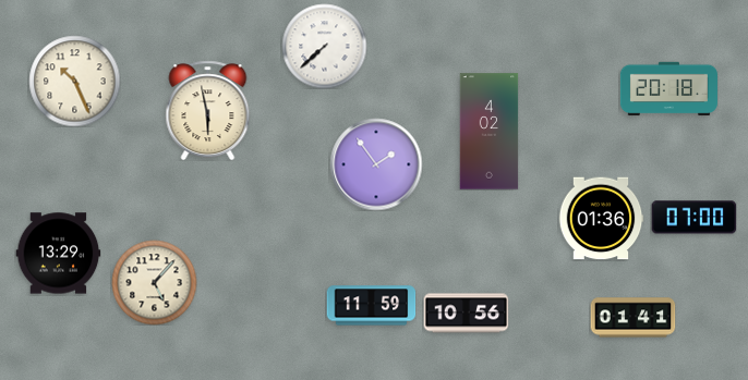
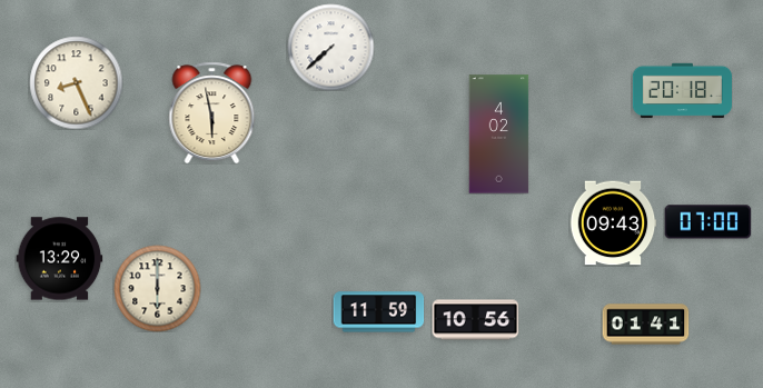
clock at (74, 81): 10:26 -> 8:26
clock at (376, 164): 1:54 -> none
clock at (601, 219): 01:36 -> 09:43
clock at (154, 282): 5:07 -> 6:00
